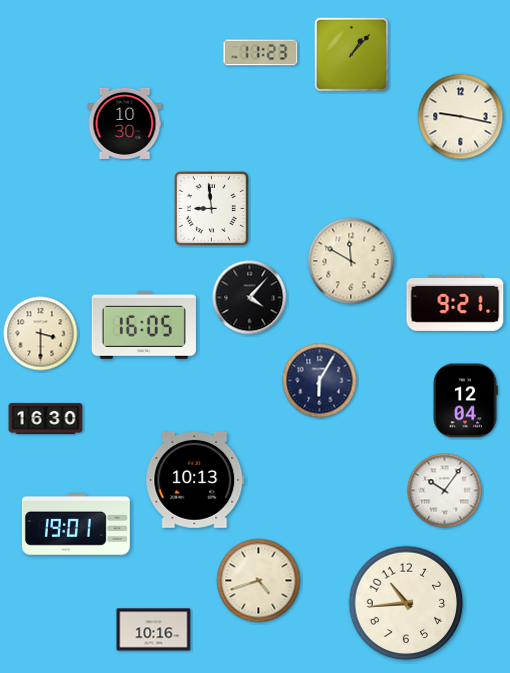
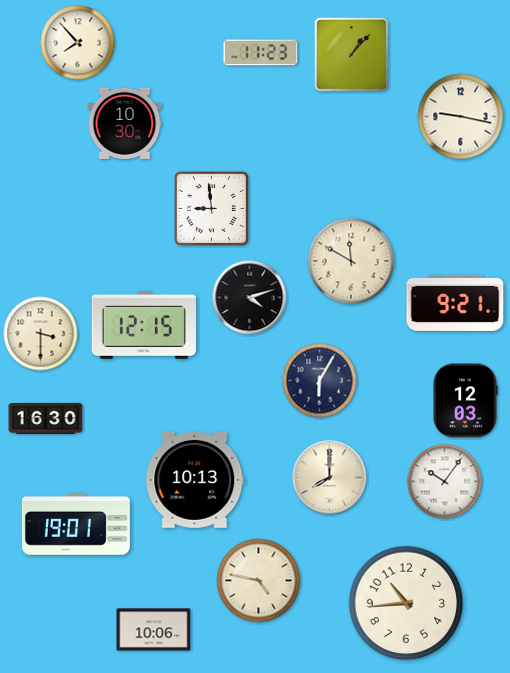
clock at (78, 43): none -> 7:53
clock at (250, 298): 4:07 -> 4:12
clock at (144, 325): 16:05 -> 12:15
clock at (465, 401): 12:04 -> 12:03
clock at (330, 478): none -> 8:00
clock at (445, 491) position: (445, 491) -> (445, 482)
clock at (259, 581): 4:42 -> 4:47
clock at (154, 630): 10:16 -> 10:06
